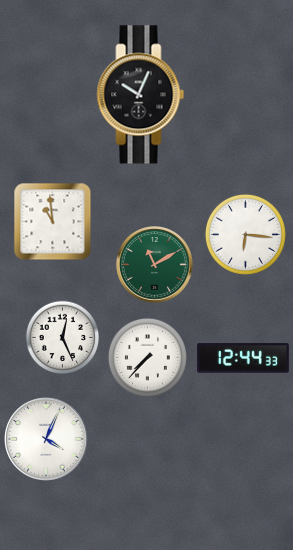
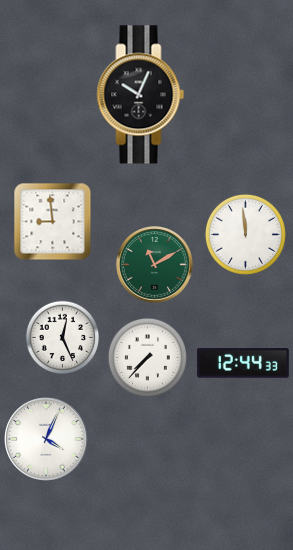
clock at (53, 222): 10:59 -> 8:59
clock at (245, 234): 6:16 -> 11:59
clock at (244, 358) position: (244, 358) -> (244, 363)
